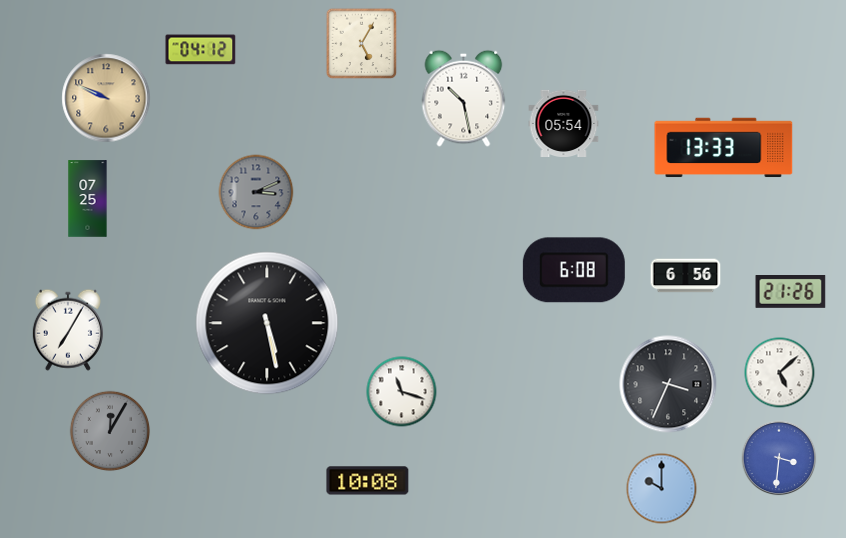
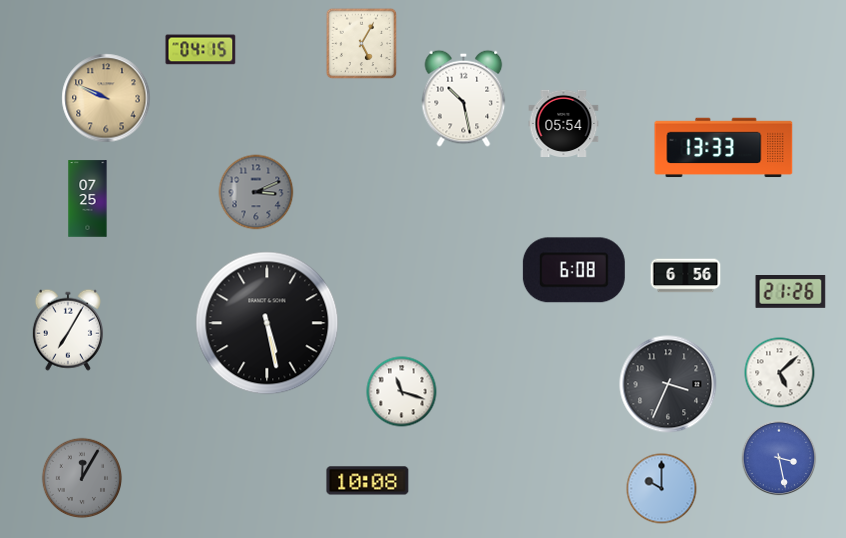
clock at (201, 50): 04:12 -> 04:15
clock at (110, 431) position: (110, 431) -> (82, 478)
clock at (779, 458): 3:31 -> 3:28
